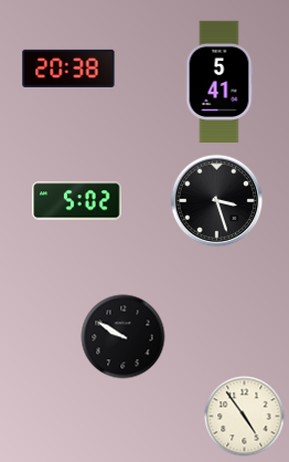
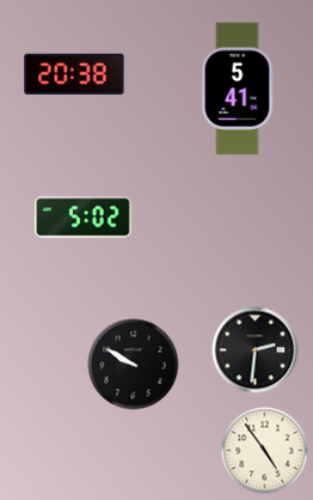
clock at (217, 201): 3:27 -> none
clock at (256, 350): none -> 2:31
